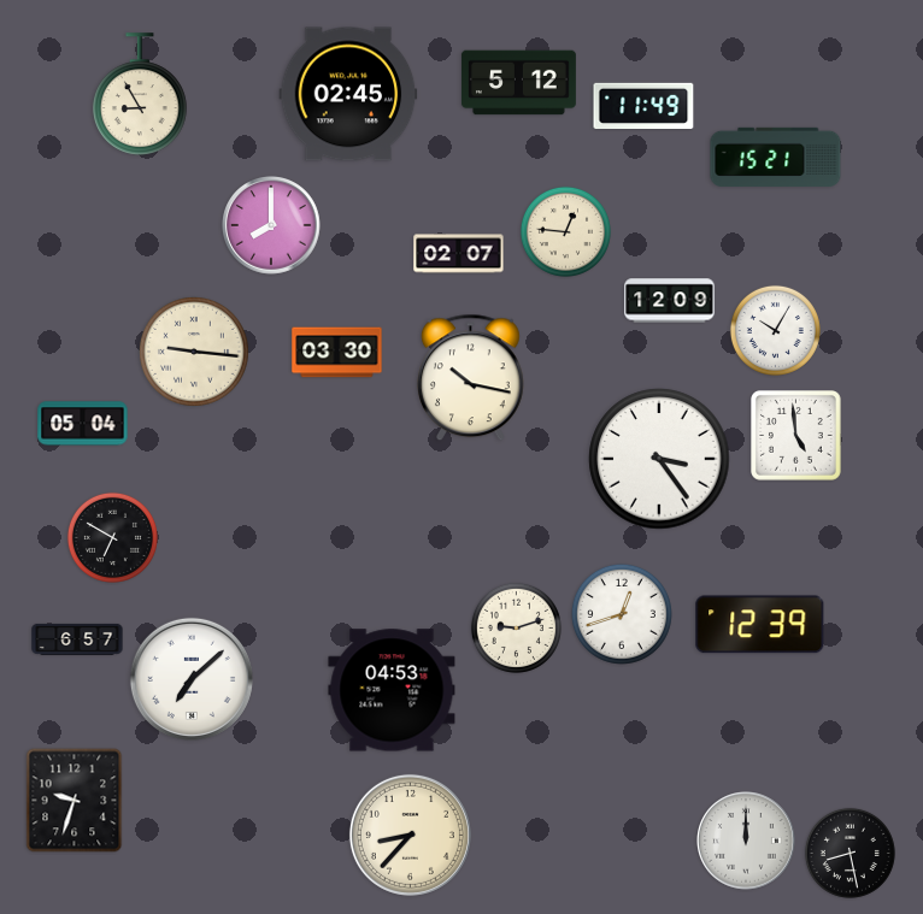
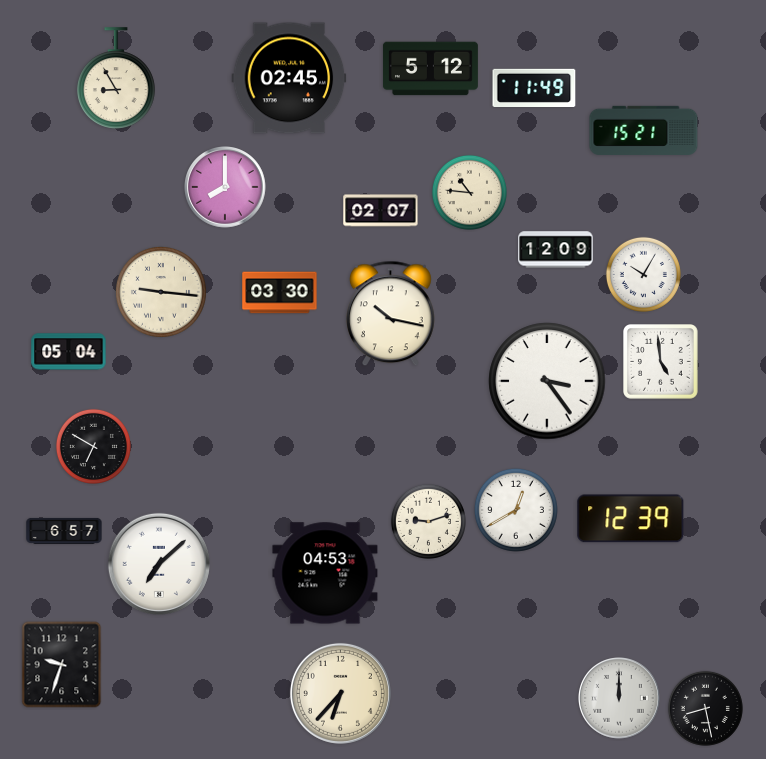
clock at (565, 231): 12:46 -> 10:46
clock at (622, 614): 12:42 -> 12:40
clock at (410, 835): 8:37 -> 6:37
